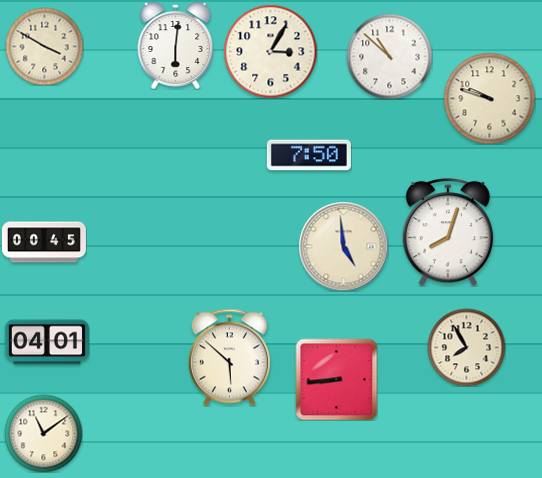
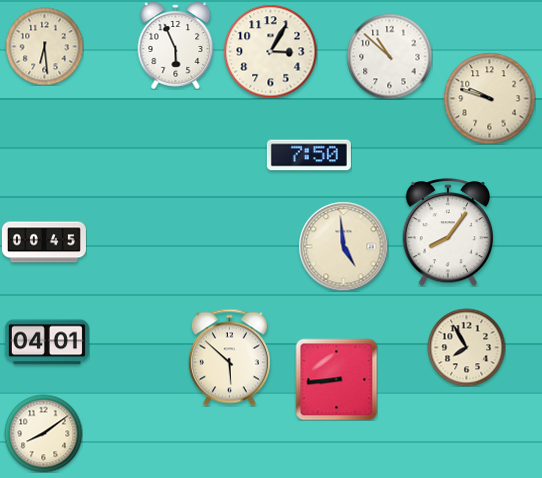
clock at (176, 45): 6:01 -> 5:56
clock at (44, 46): 3:50 -> 6:29
clock at (448, 232): 8:03 -> 8:06
clock at (43, 433): 11:09 -> 8:09
